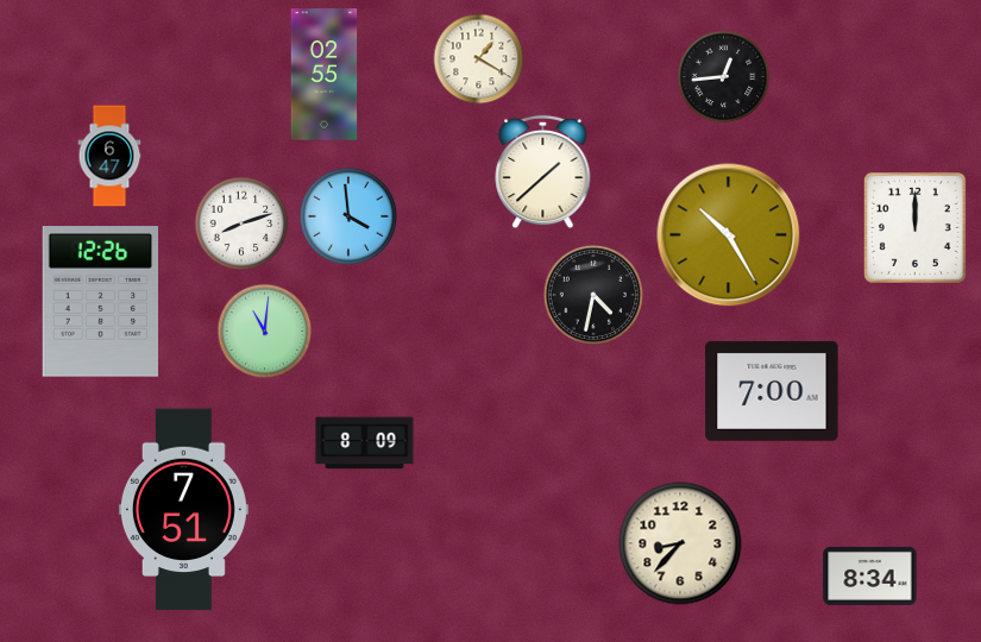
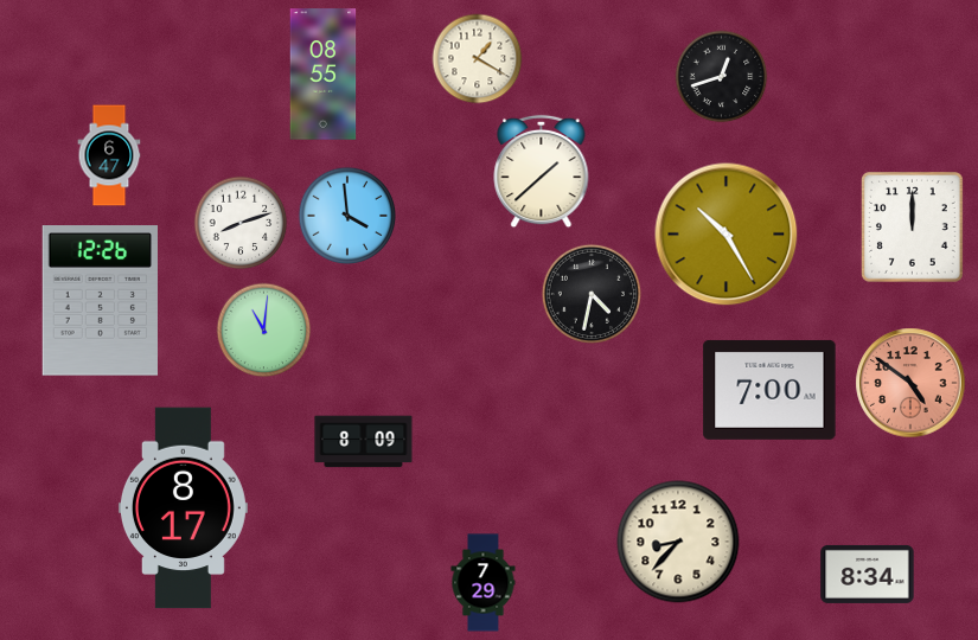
clock at (325, 75): 02:55 -> 08:55
clock at (724, 77): 12:44 -> 12:42
clock at (910, 383): none -> 4:51
clock at (183, 510): 7:51 -> 8:17
clock at (484, 583): none -> 7:29
